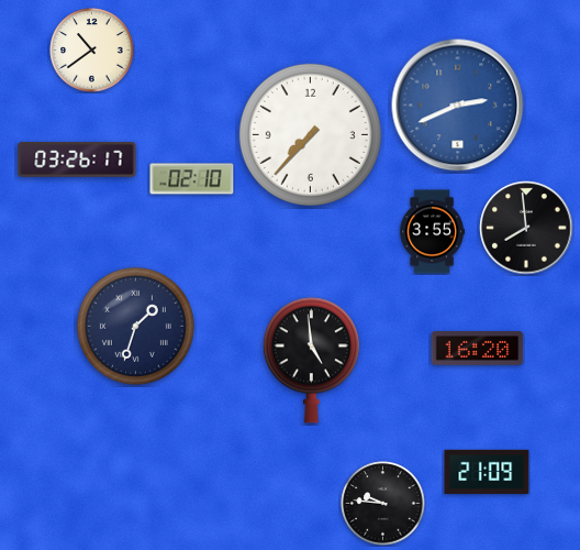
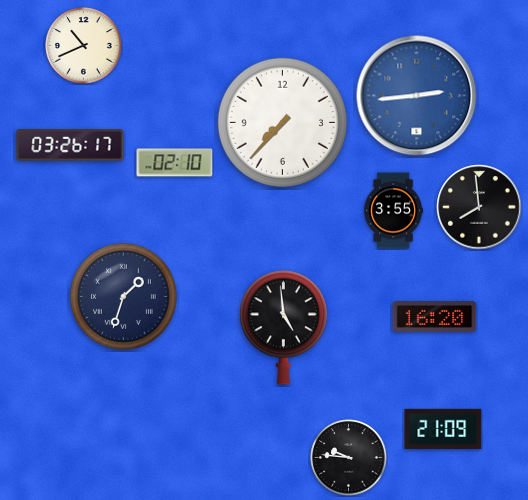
clock at (92, 51): 10:39 -> 10:41
clock at (458, 106): 2:41 -> 2:44
